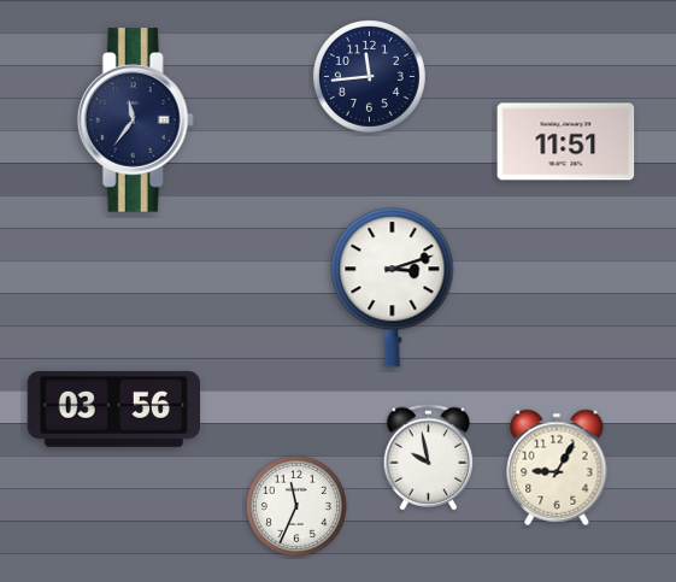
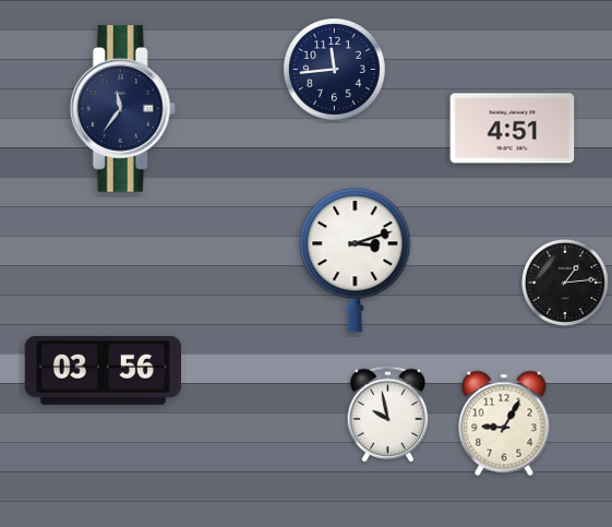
clock at (566, 142): 11:51 -> 4:51
clock at (565, 283): none -> 1:14
clock at (296, 506): 11:34 -> none
